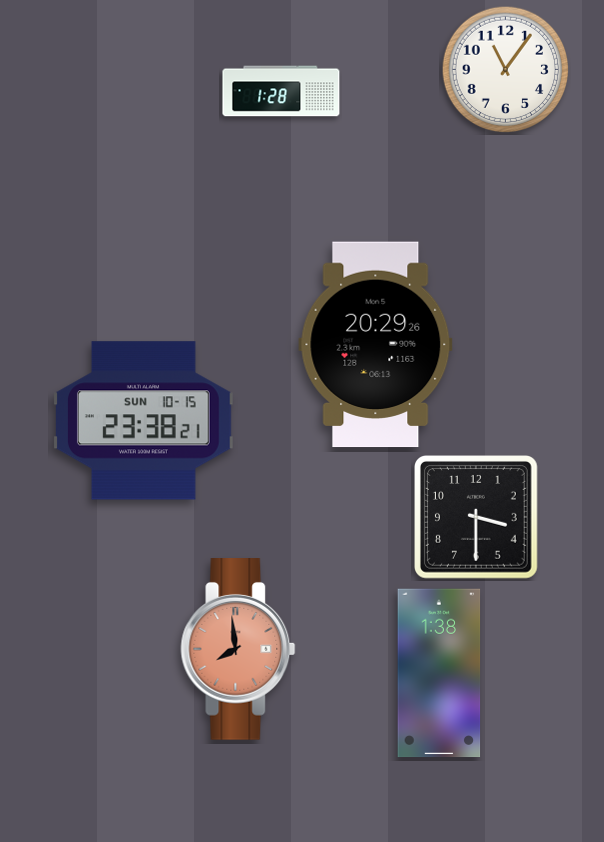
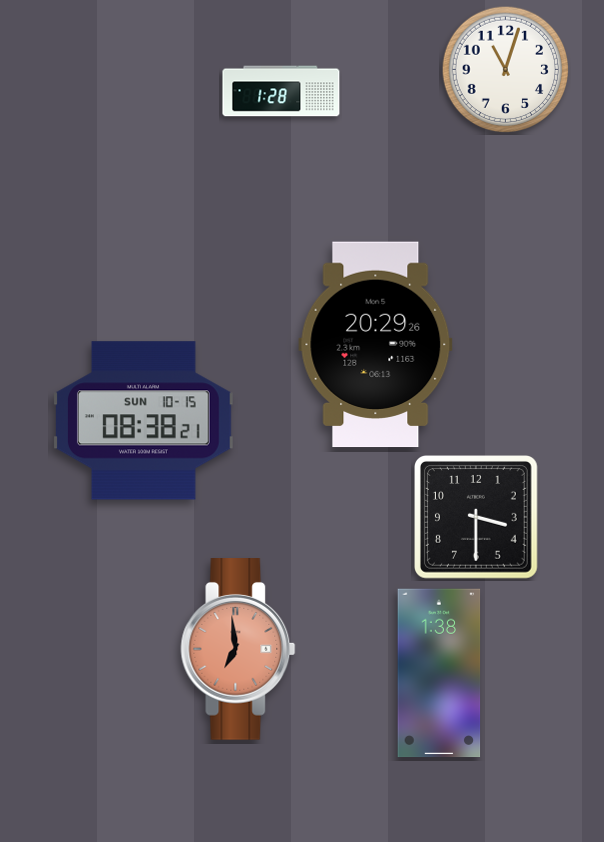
clock at (506, 70): 11:06 -> 11:03
clock at (143, 421): 23:38 -> 08:38
clock at (238, 650): 7:59 -> 6:59
